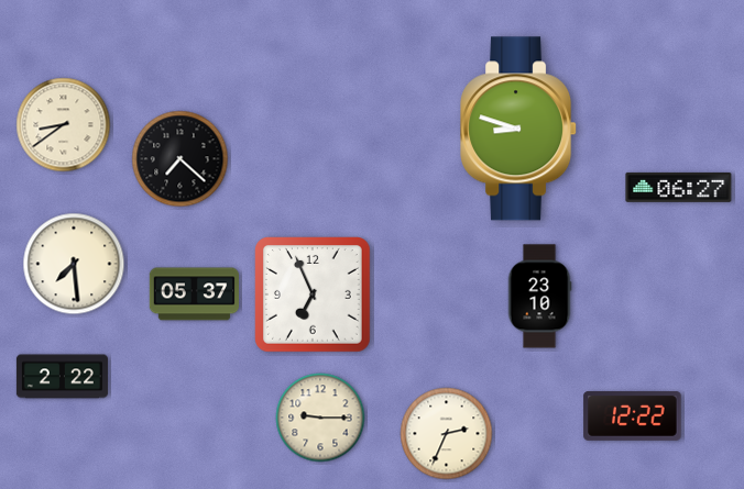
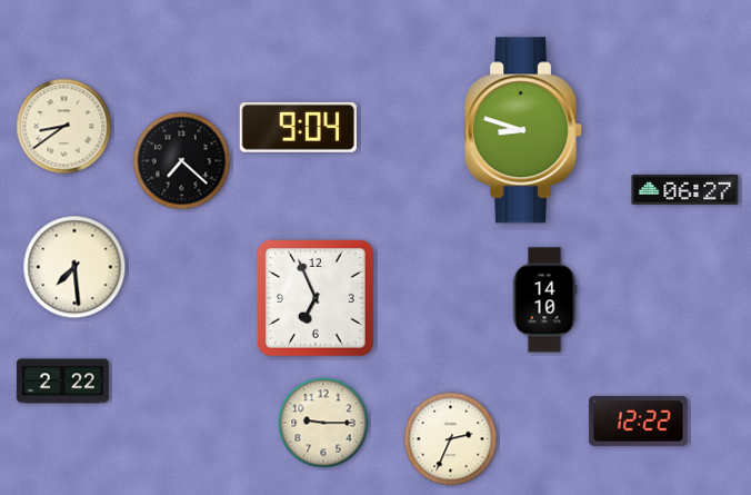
clock at (298, 127): none -> 9:04
clock at (195, 294): 05:37 -> none
clock at (539, 297): 23:10 -> 14:10
